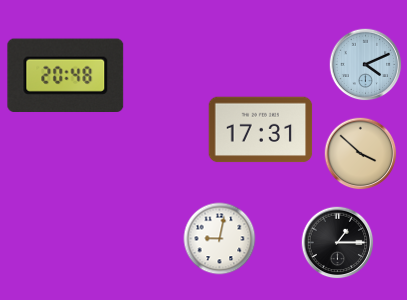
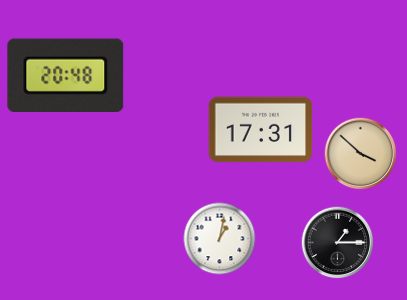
clock at (366, 65): 4:11 -> none
clock at (220, 239): 9:02 -> 1:02
